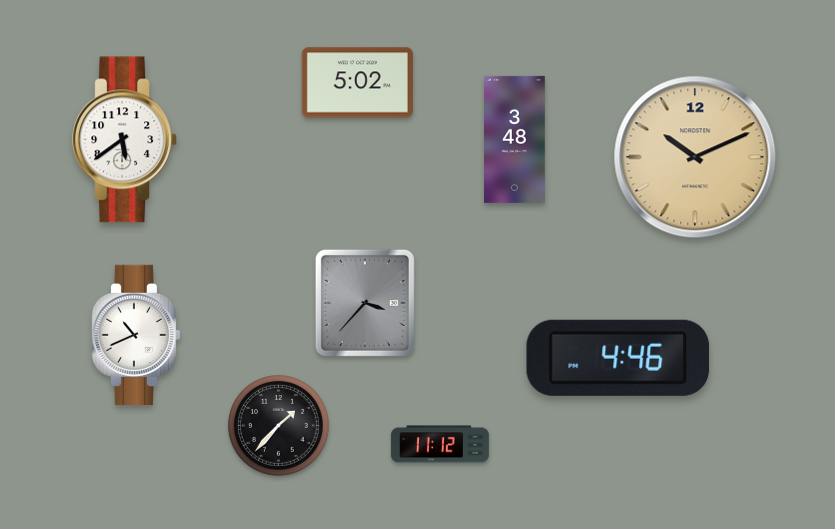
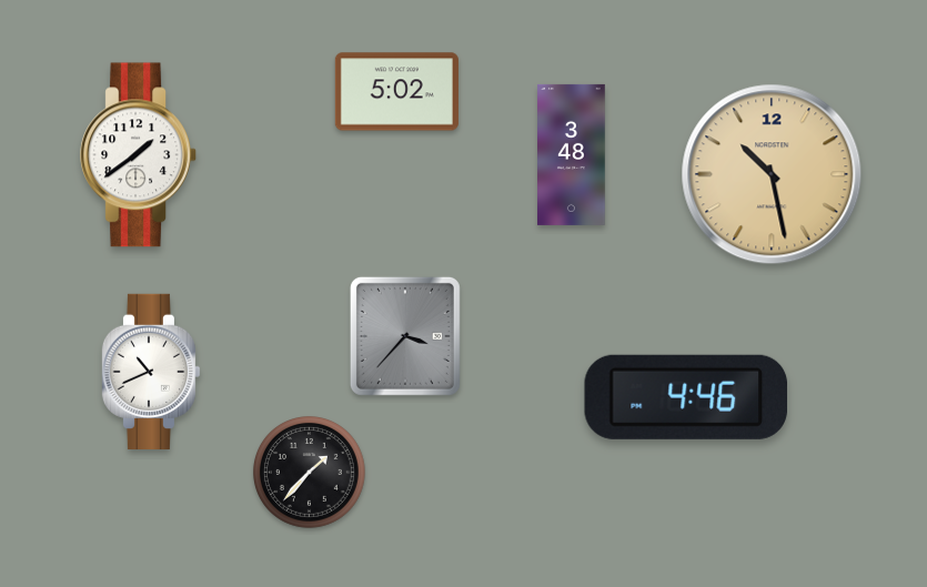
clock at (124, 140): 5:39 -> 1:39
clock at (695, 157): 10:11 -> 10:28
clock at (440, 444): 11:12 -> none
